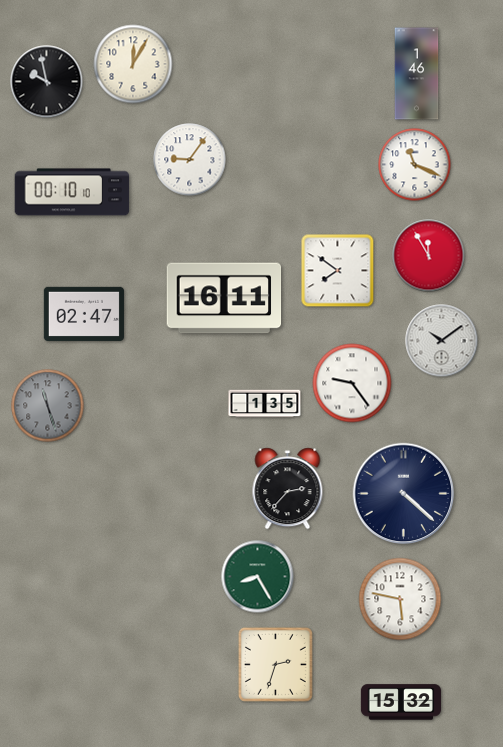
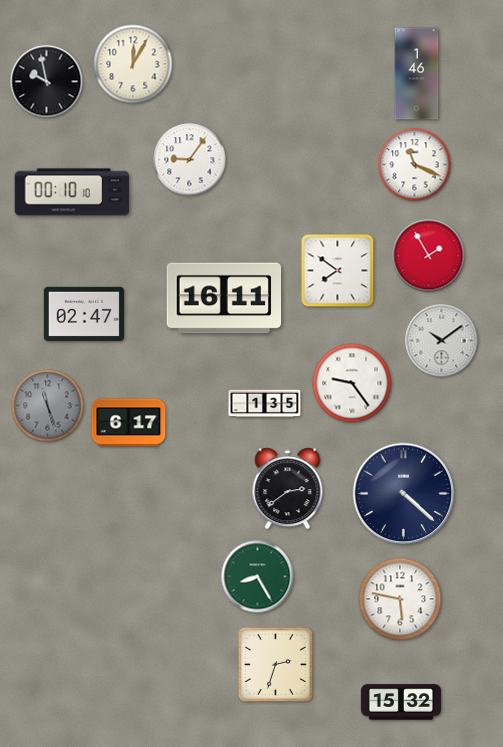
clock at (429, 256): 11:55 -> 1:55
clock at (129, 423): none -> 6:17
clock at (288, 489): 2:37 -> 2:39
